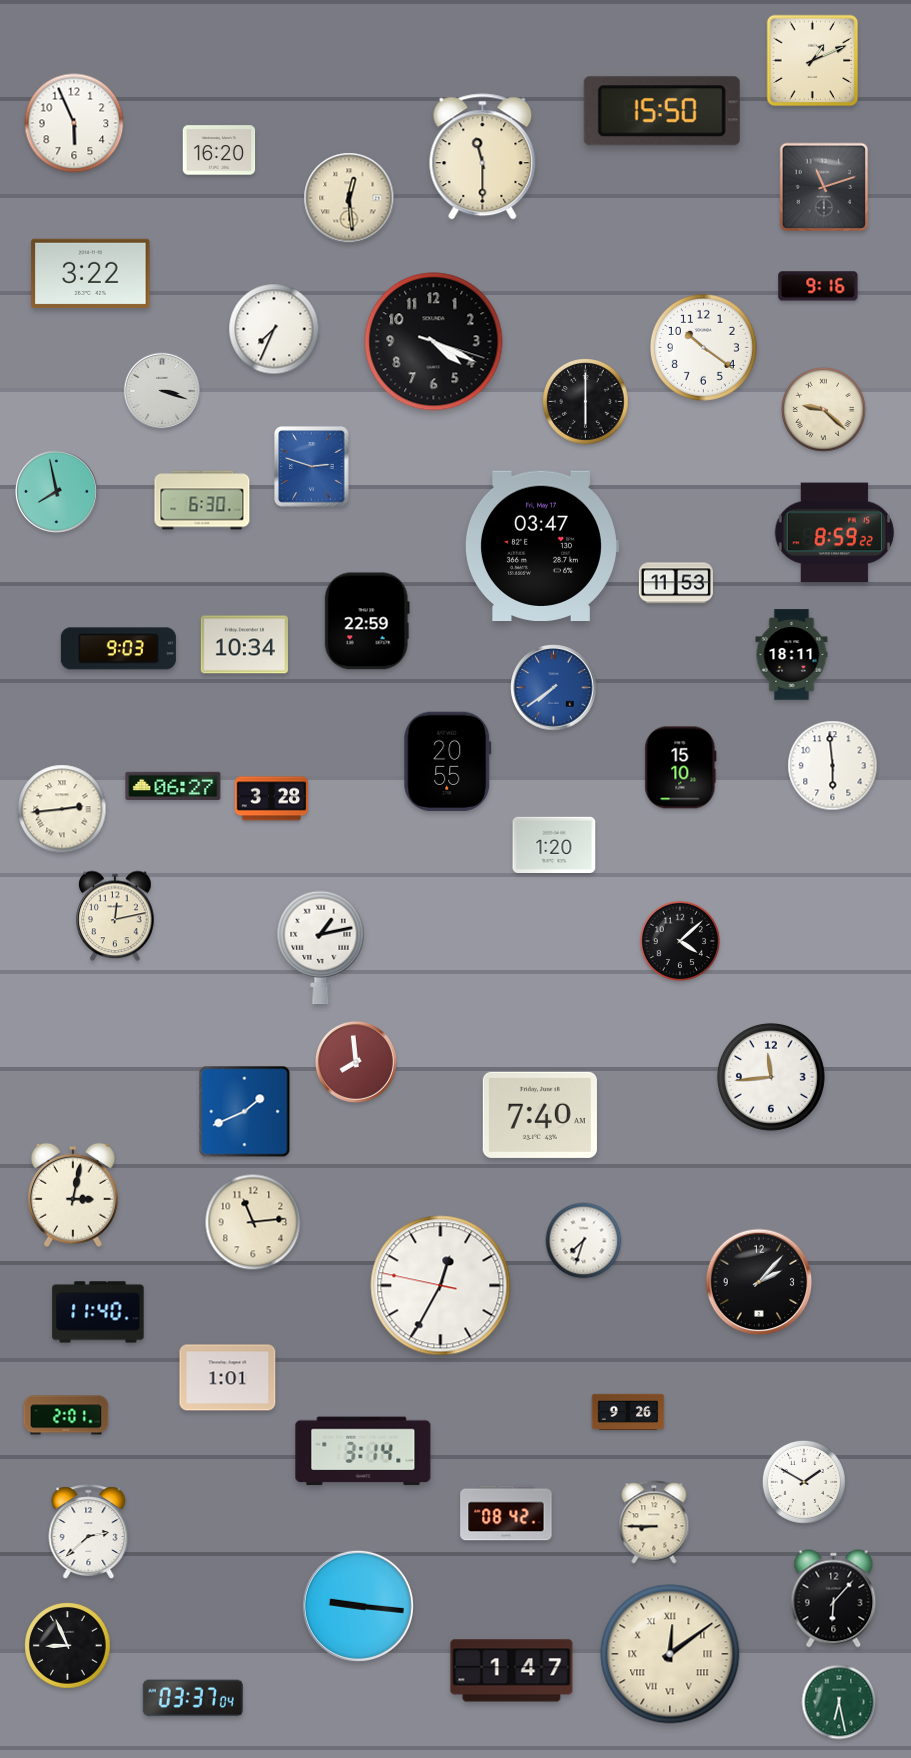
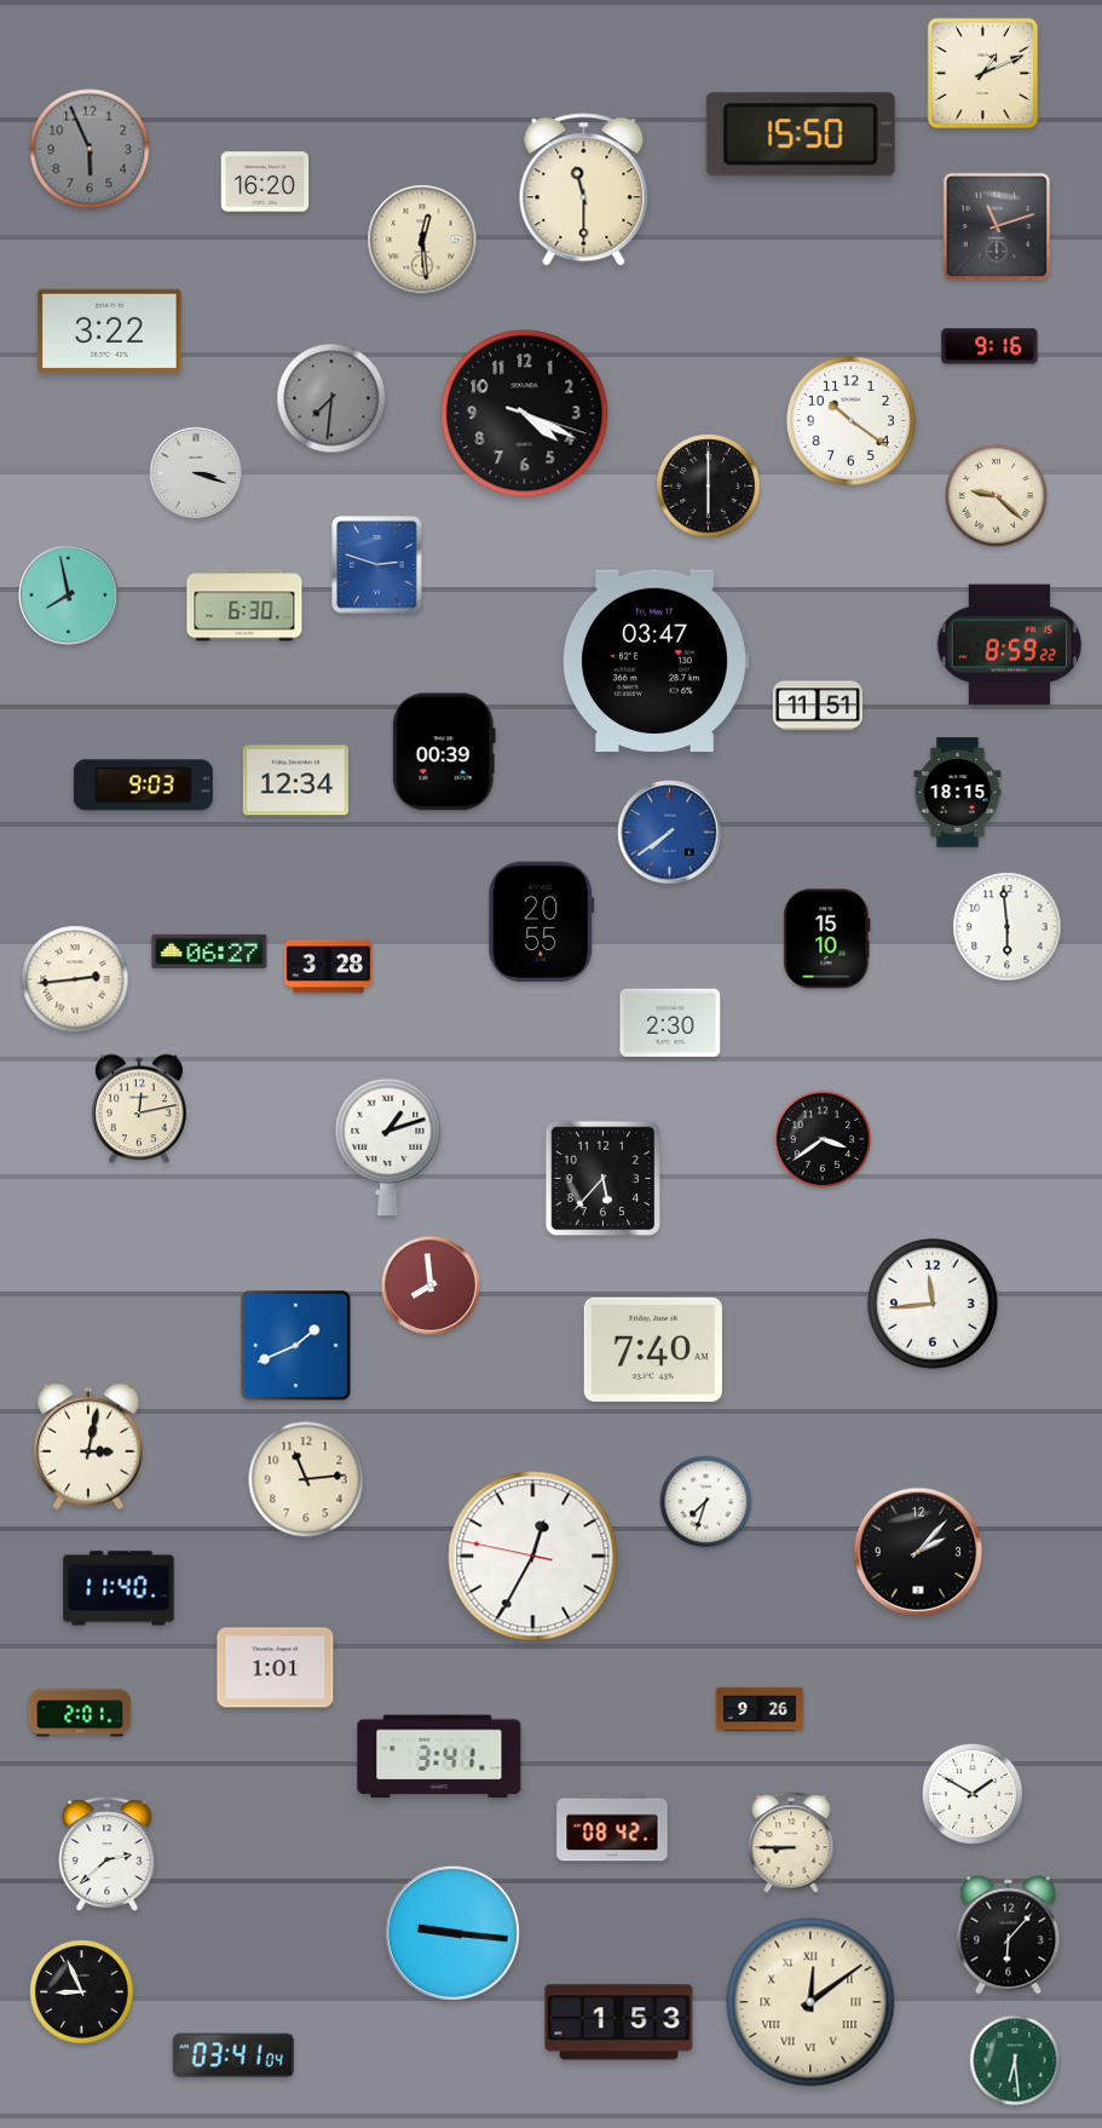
clock at (74, 123) dial: white -> grey
clock at (274, 329): 7:34 -> 7:31
clock at (274, 329) dial: white -> grey
clock at (676, 583): 11:53 -> 11:51
clock at (367, 621): 22:59 -> 00:39
clock at (244, 645): 10:34 -> 12:34
clock at (792, 655): 18:11 -> 18:15
clock at (681, 768) position: (681, 768) -> (827, 939)
clock at (554, 844): 1:20 -> 2:30
clock at (680, 941): 4:08 -> 3:39
clock at (321, 948): 1:13 -> 1:12
clock at (604, 1179): none -> 5:37
clock at (363, 1451): 3:14 -> 3:41
clock at (506, 1513) position: (506, 1513) -> (612, 1828)
clock at (358, 1606) position: (358, 1606) -> (452, 1933)
clock at (512, 1671): 1:47 -> 1:53
clock at (193, 1698): 03:37 -> 03:41
clock at (839, 1702): 6:28 -> 6:29
